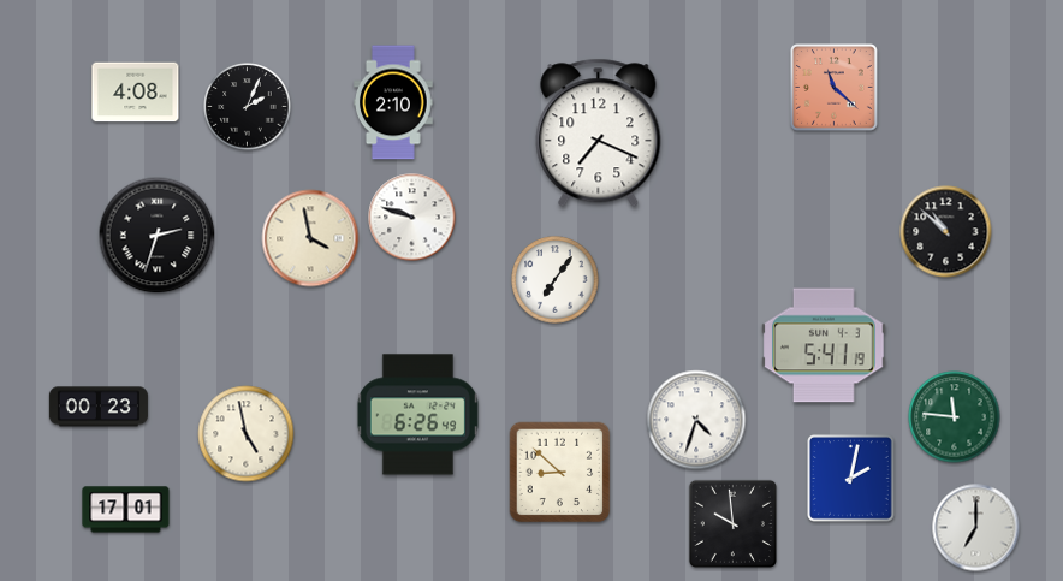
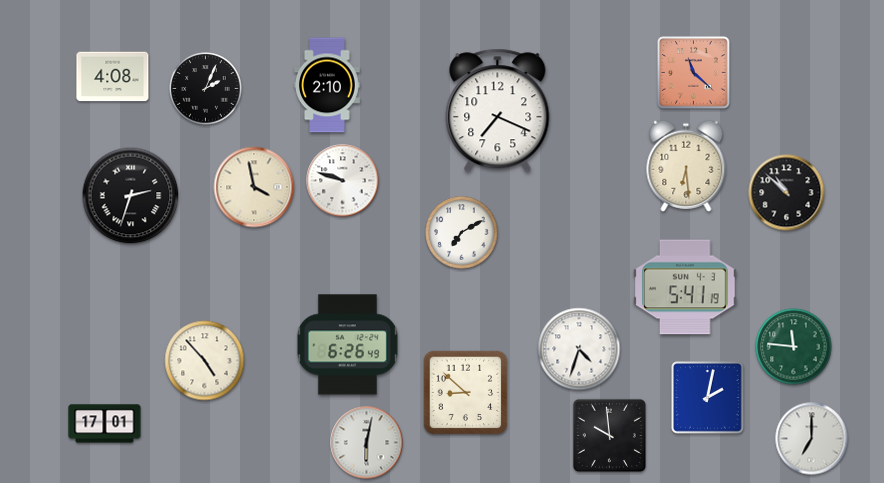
clock at (686, 166): none -> 6:29
clock at (310, 238) position: (310, 238) -> (254, 187)
clock at (556, 280): 7:06 -> 7:10
clock at (99, 407): 00:23 -> none
clock at (247, 434): 4:58 -> 4:53
clock at (367, 443): none -> 6:02
